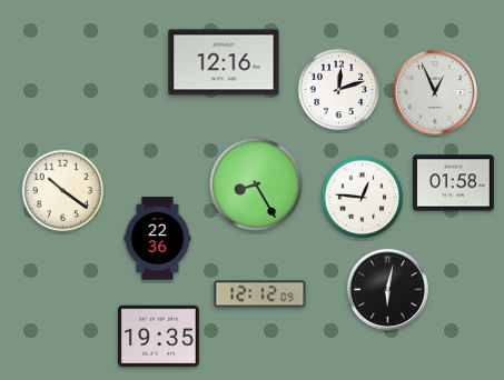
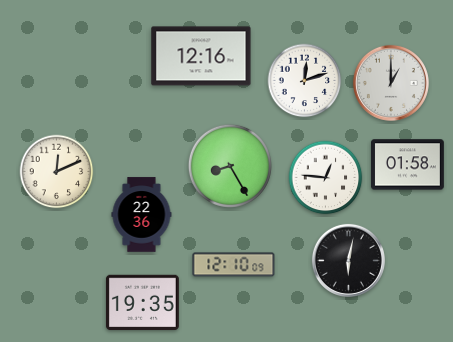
clock at (435, 92): 12:56 -> 1:00
clock at (63, 191): 10:21 -> 12:11
clock at (260, 294): 12:12 -> 12:10
